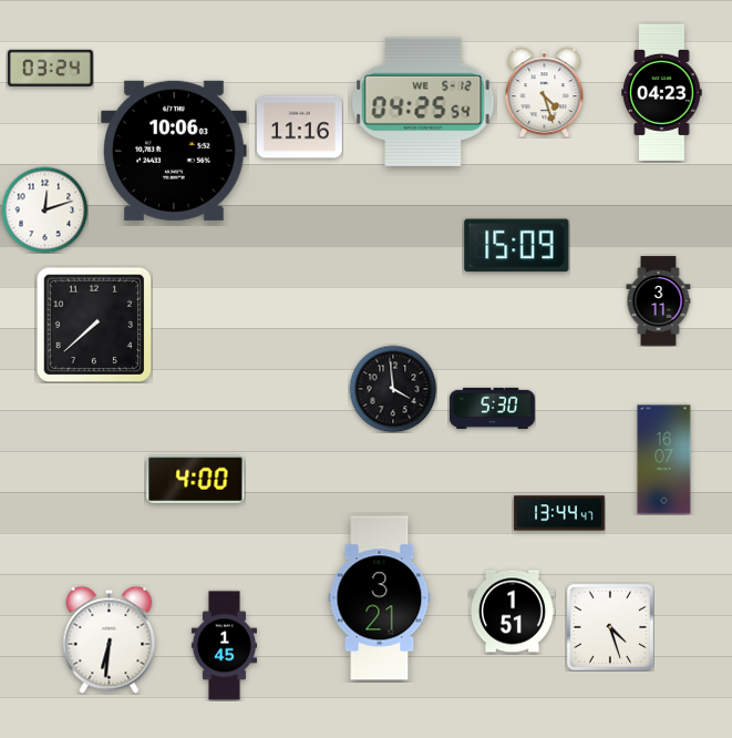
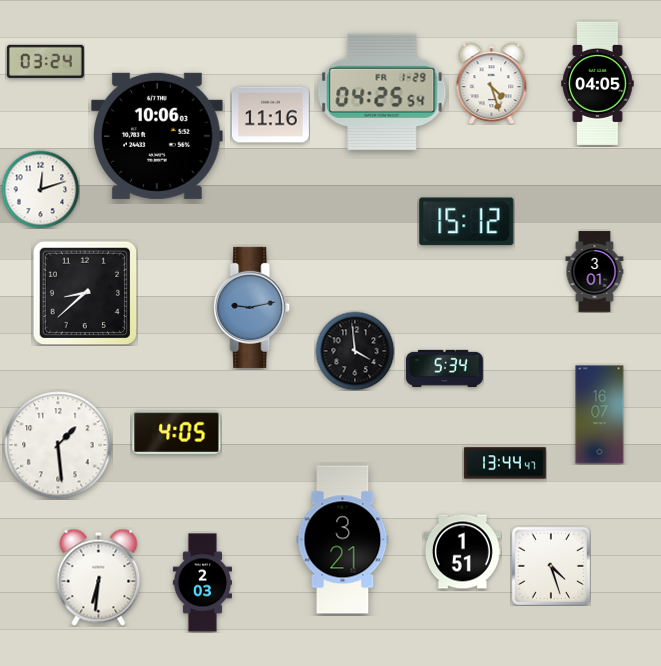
clock at (662, 92): 04:23 -> 04:05
clock at (423, 102) date: WE 5-12 -> FR 1-29
clock at (517, 246): 15:09 -> 15:12
clock at (659, 301): 3:11 -> 3:01
clock at (94, 325): 7:38 -> 8:38
clock at (252, 307): none -> 9:13
clock at (492, 408): 5:30 -> 5:34
clock at (196, 479): 4:00 -> 4:05
clock at (58, 445): none -> 1:29
clock at (224, 646): 1:45 -> 2:03
